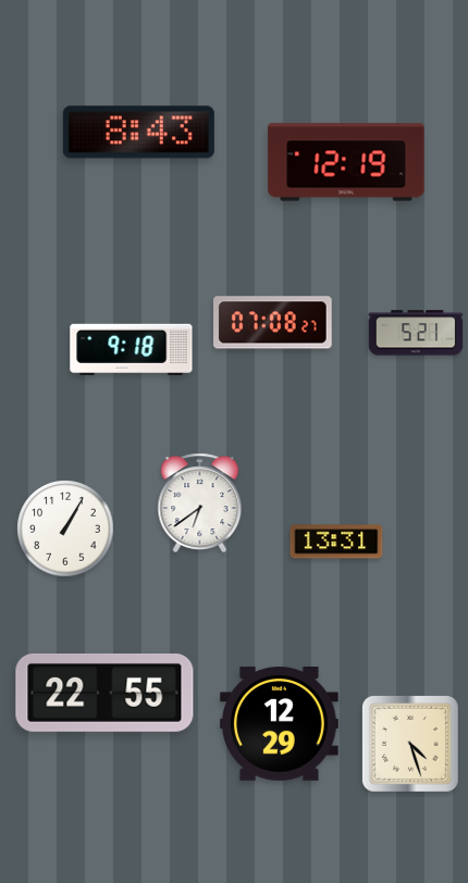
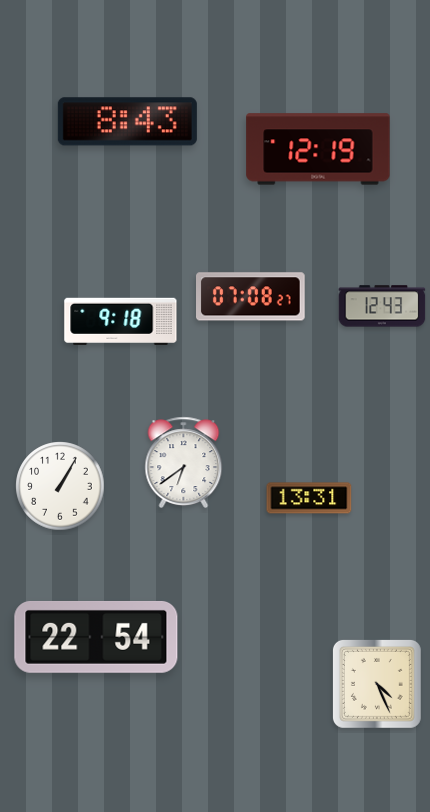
clock at (416, 333): 5:21 -> 12:43
clock at (104, 693): 22:55 -> 22:54
clock at (280, 724): 12:29 -> none
clock at (410, 744): 4:27 -> 4:26
